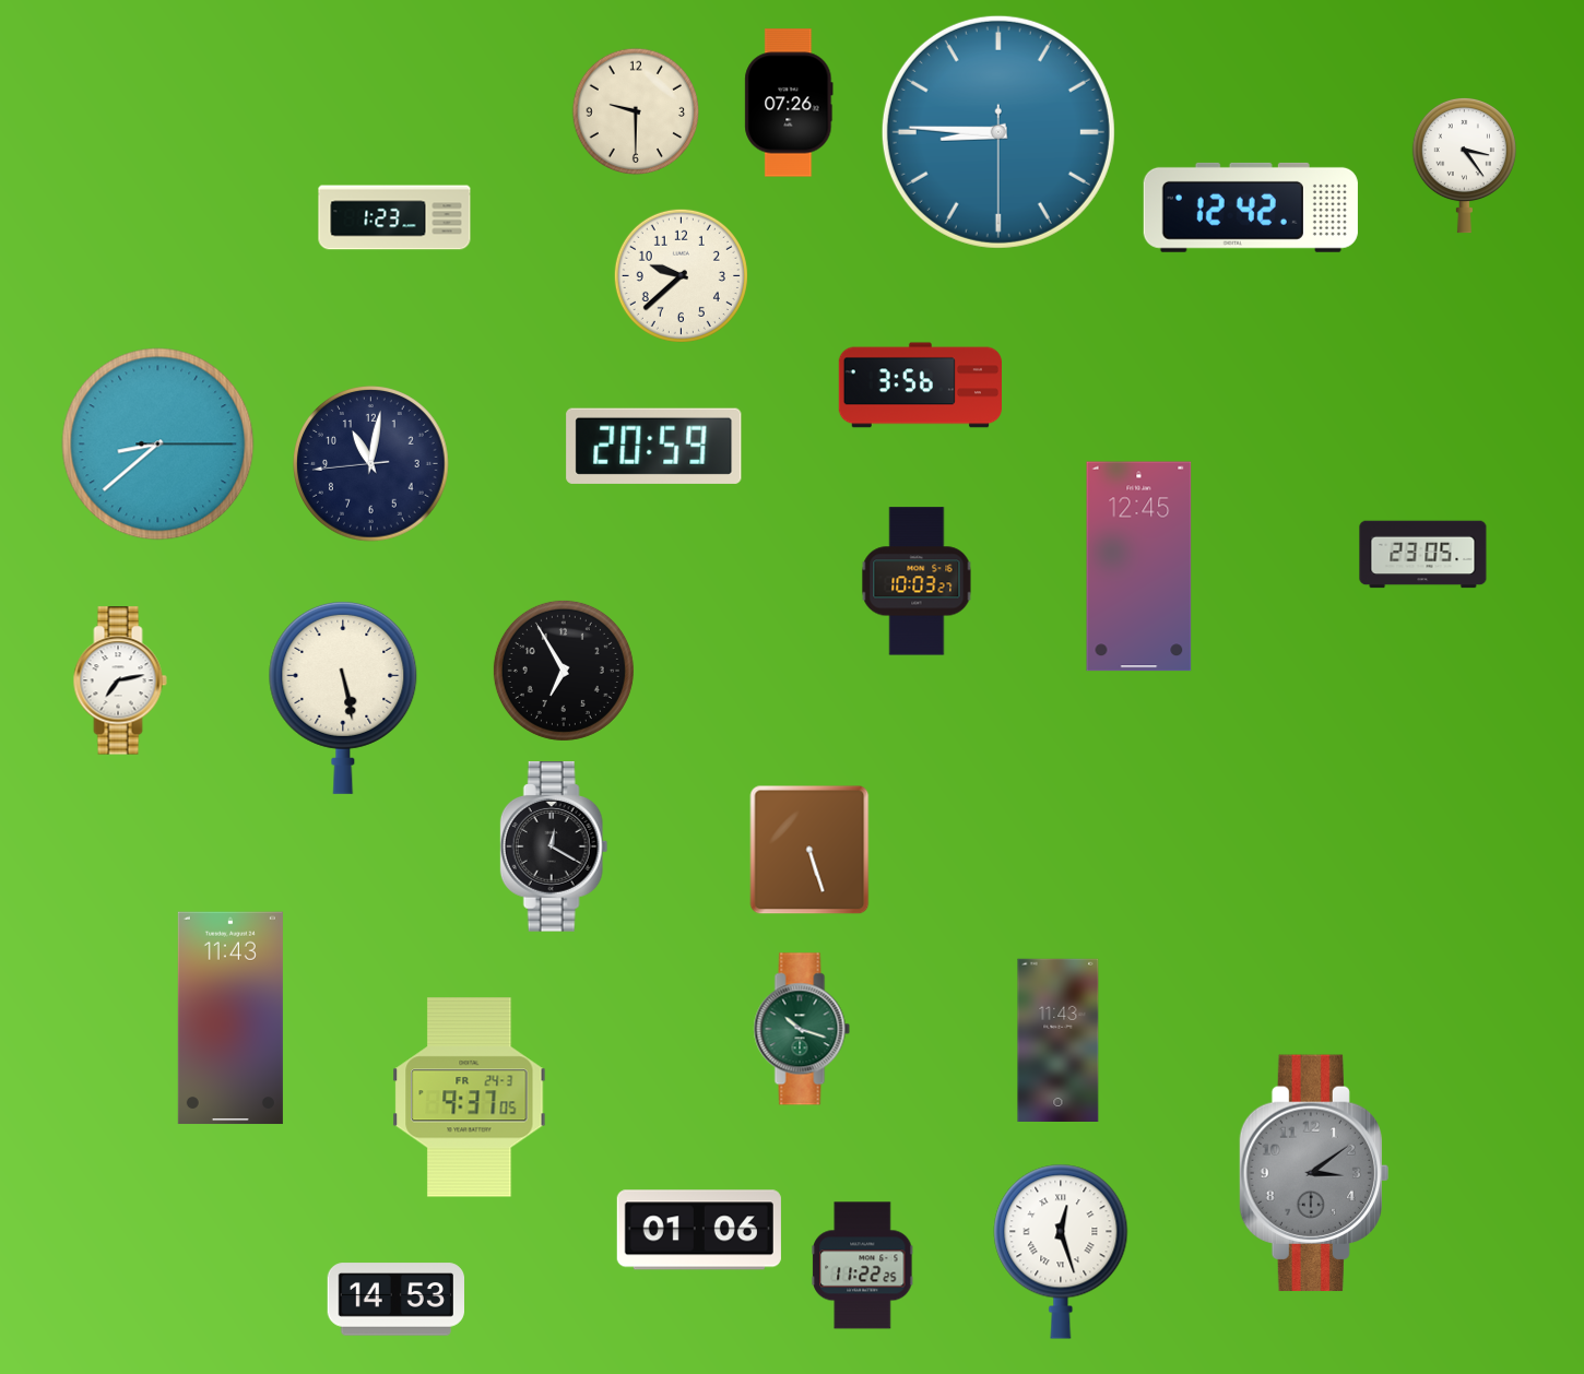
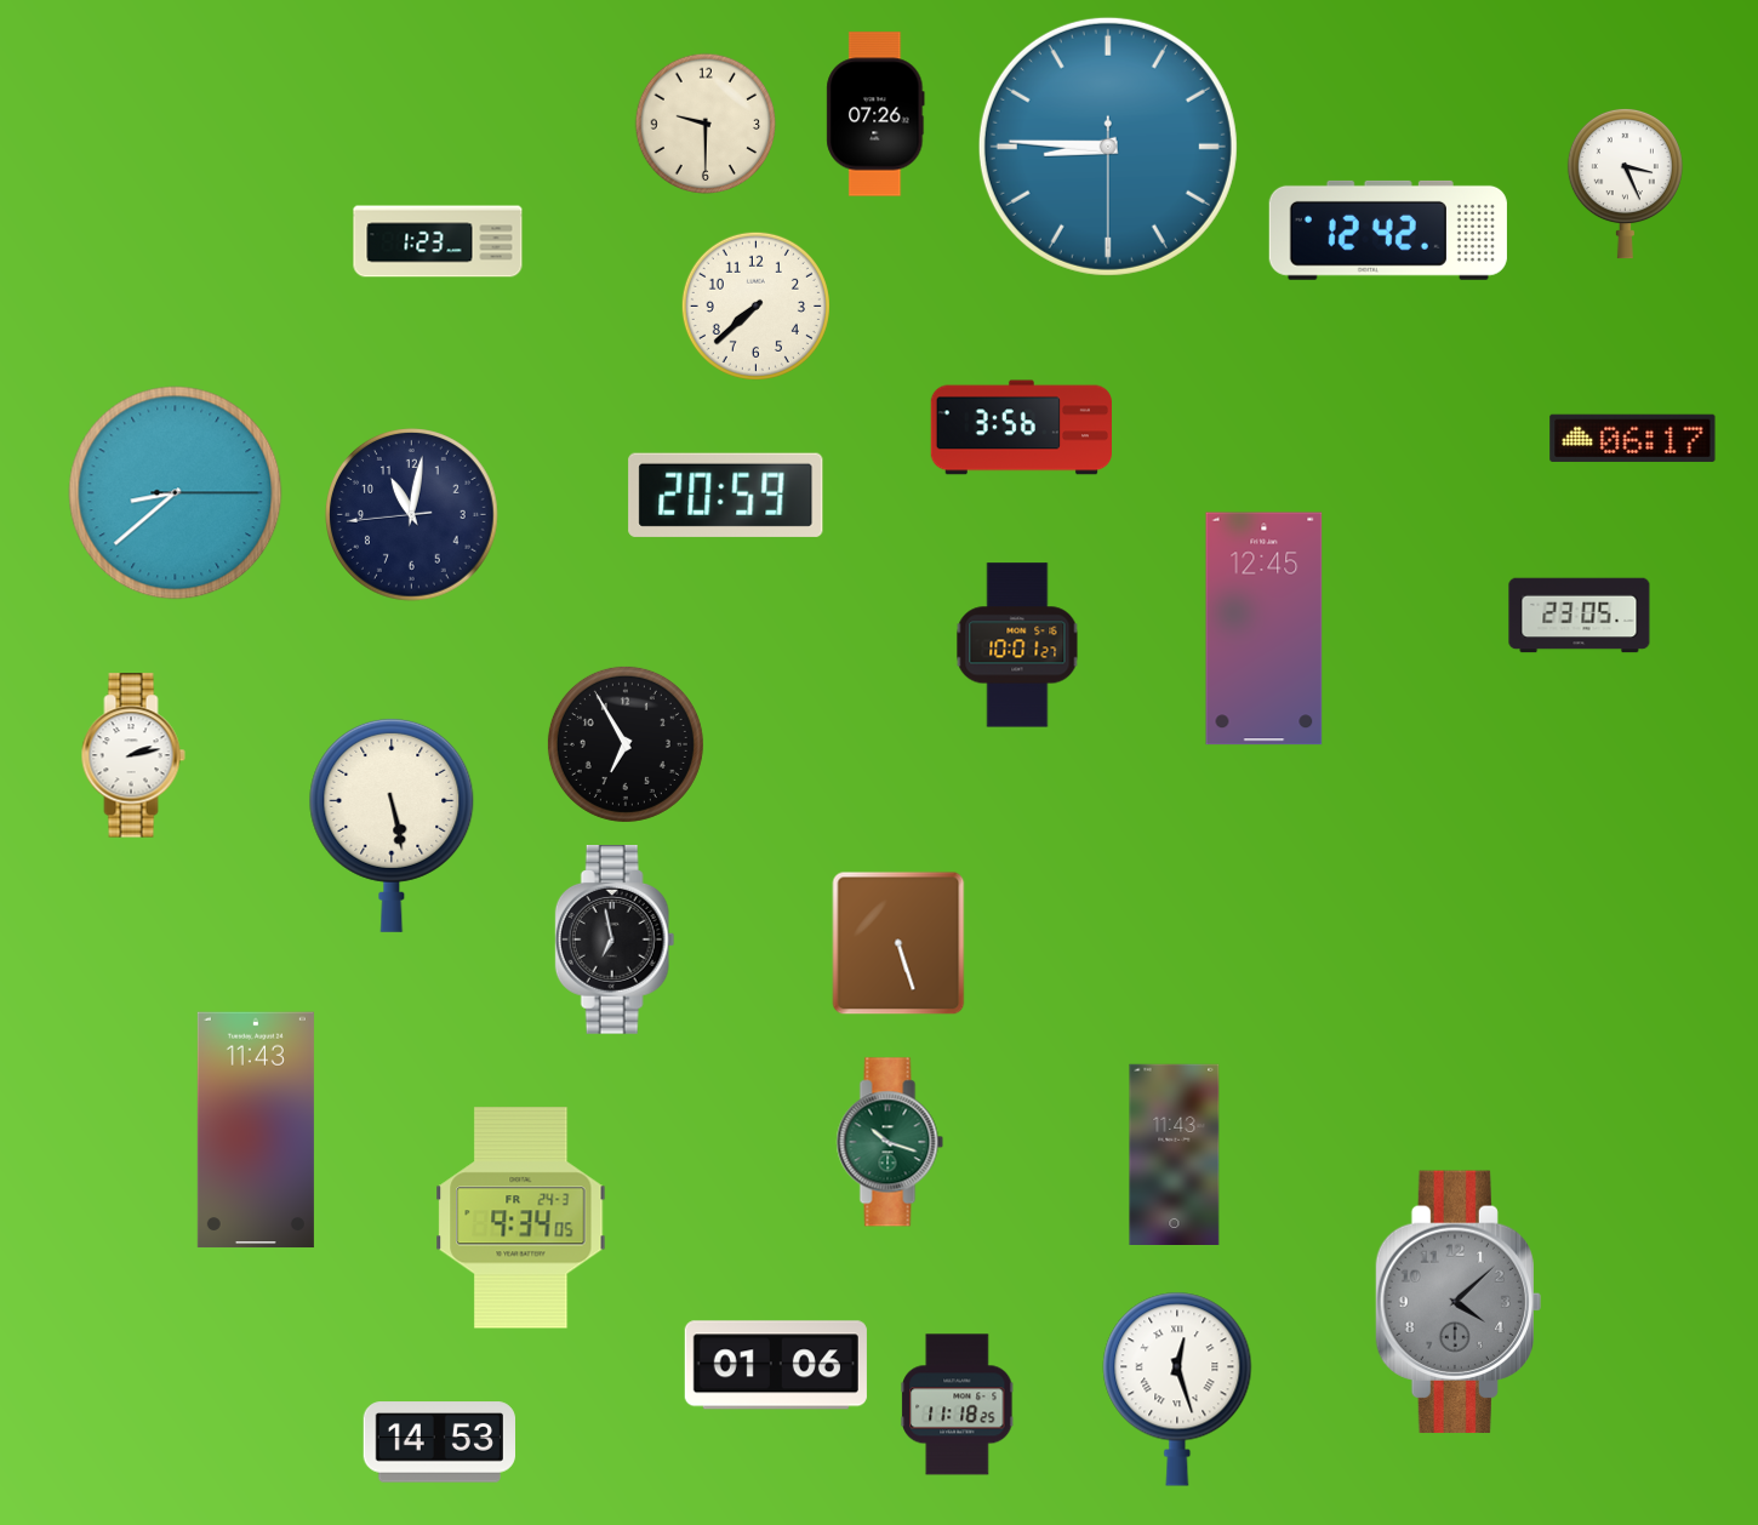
clock at (1464, 165): 3:24 -> 3:26
clock at (681, 275): 9:38 -> 7:38
clock at (1633, 438): none -> 06:17
clock at (917, 581): 10:03 -> 10:01
clock at (120, 680): 7:13 -> 2:13
clock at (343, 697) position: (343, 697) -> (392, 824)
clock at (554, 848): 12:20 -> 6:58
clock at (470, 1098): 9:37 -> 9:34
clock at (1314, 1173): 3:09 -> 4:08
clock at (863, 1266): 11:22 -> 11:18
